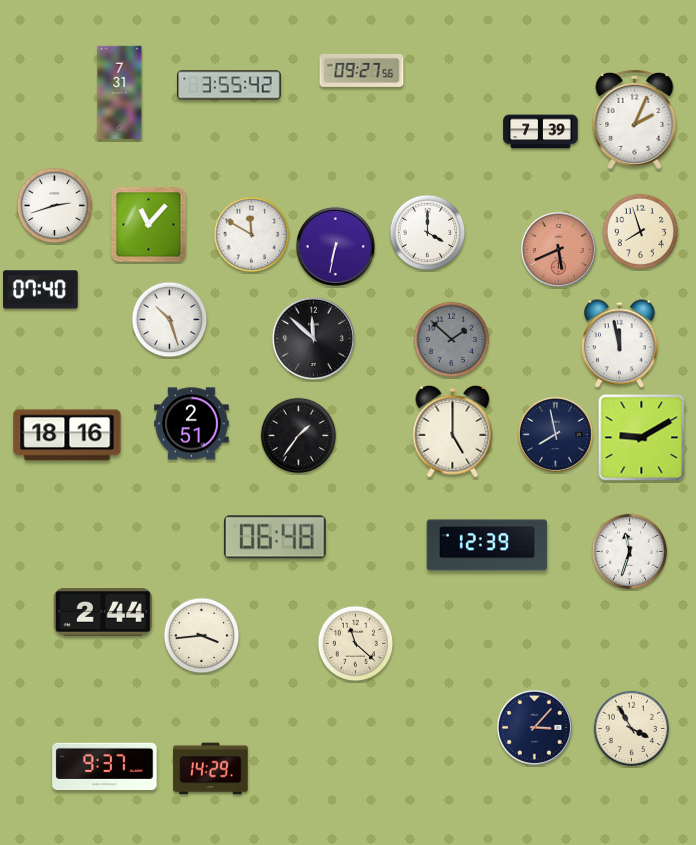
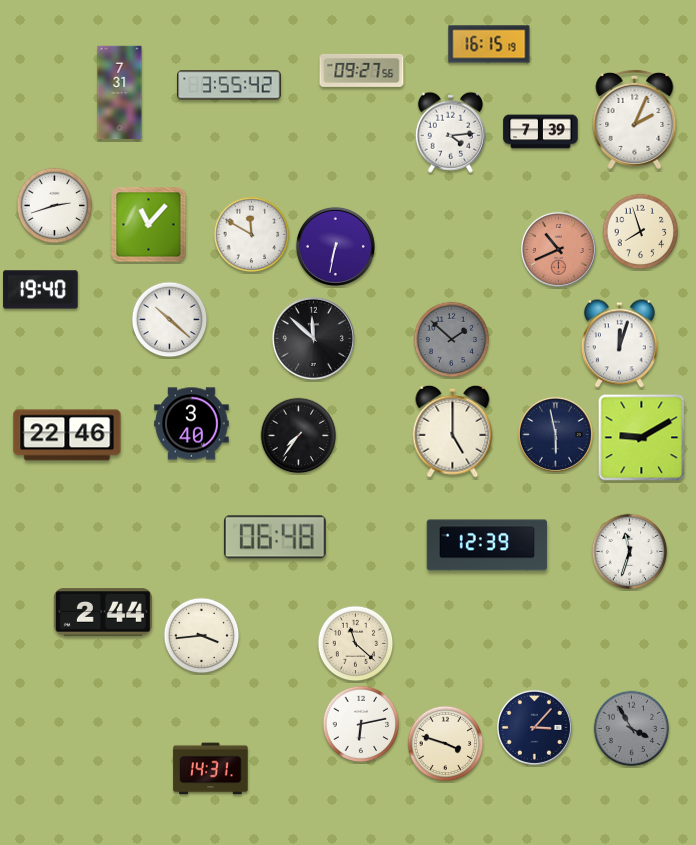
clock at (489, 44): none -> 16:15
clock at (450, 132): none -> 4:14
clock at (428, 233): 4:00 -> none
clock at (558, 249): 5:41 -> 10:41
clock at (41, 290): 07:40 -> 19:40
clock at (170, 320): 10:27 -> 10:22
clock at (619, 344): 11:58 -> 12:03
clock at (192, 424): 2:51 -> 3:40
clock at (555, 434): 7:58 -> 5:58
clock at (67, 435): 18:16 -> 22:46
clock at (299, 436): 1:36 -> 7:36
clock at (361, 724): none -> 6:13
clock at (632, 729) dial: cream -> grey
clock at (446, 744): none -> 3:48
clock at (105, 766): 9:37 -> none
clock at (211, 769): 14:29 -> 14:31
